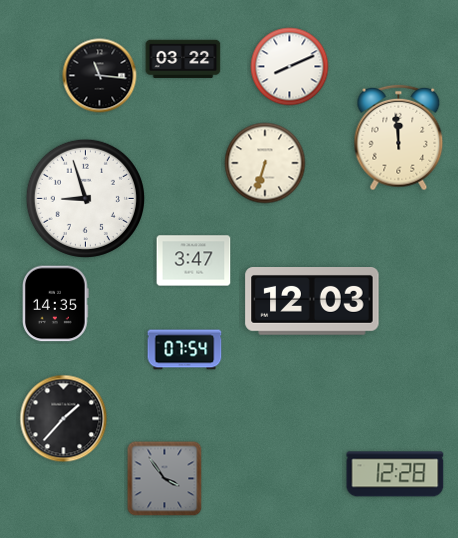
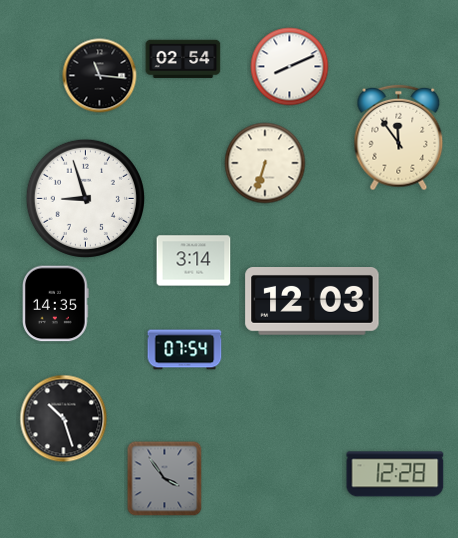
clock at (183, 59): 03:22 -> 02:54
clock at (399, 138): 11:59 -> 11:54
clock at (194, 261): 3:47 -> 3:14
clock at (64, 419): 1:37 -> 10:27
